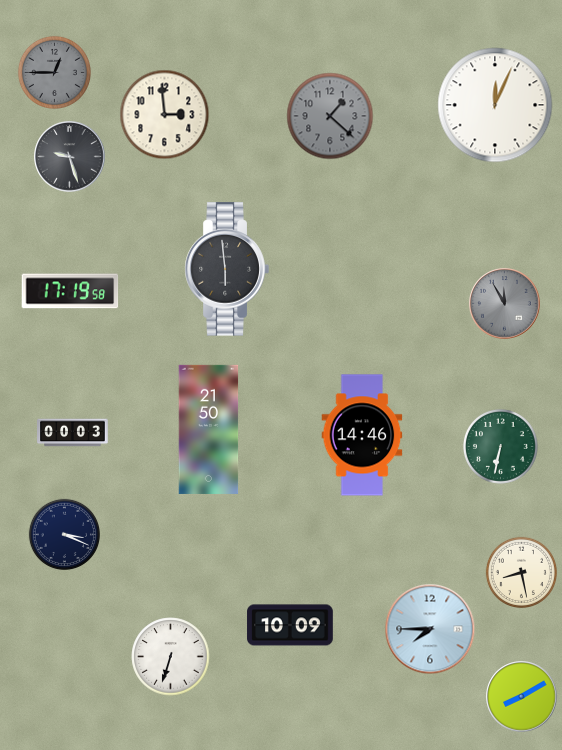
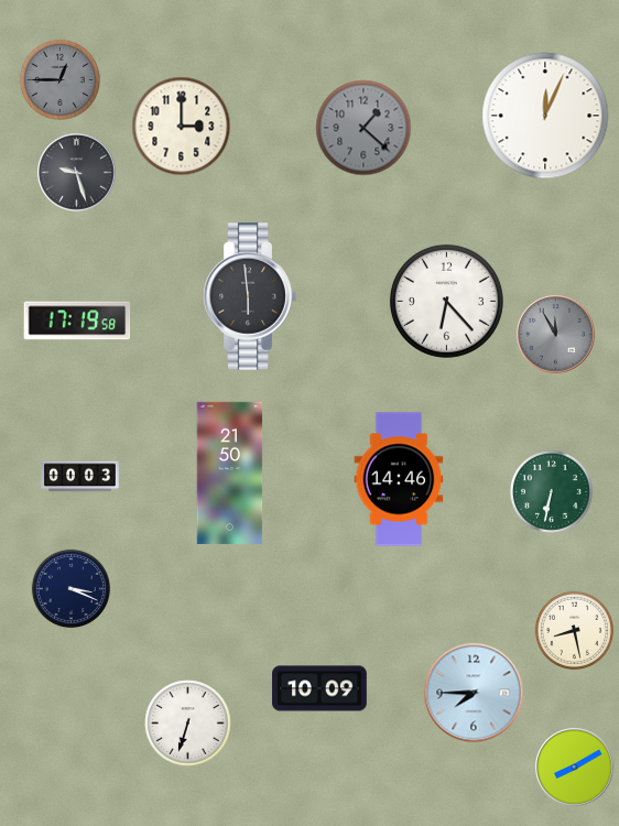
clock at (165, 115): 2:59 -> 3:00
clock at (446, 301): none -> 6:23
